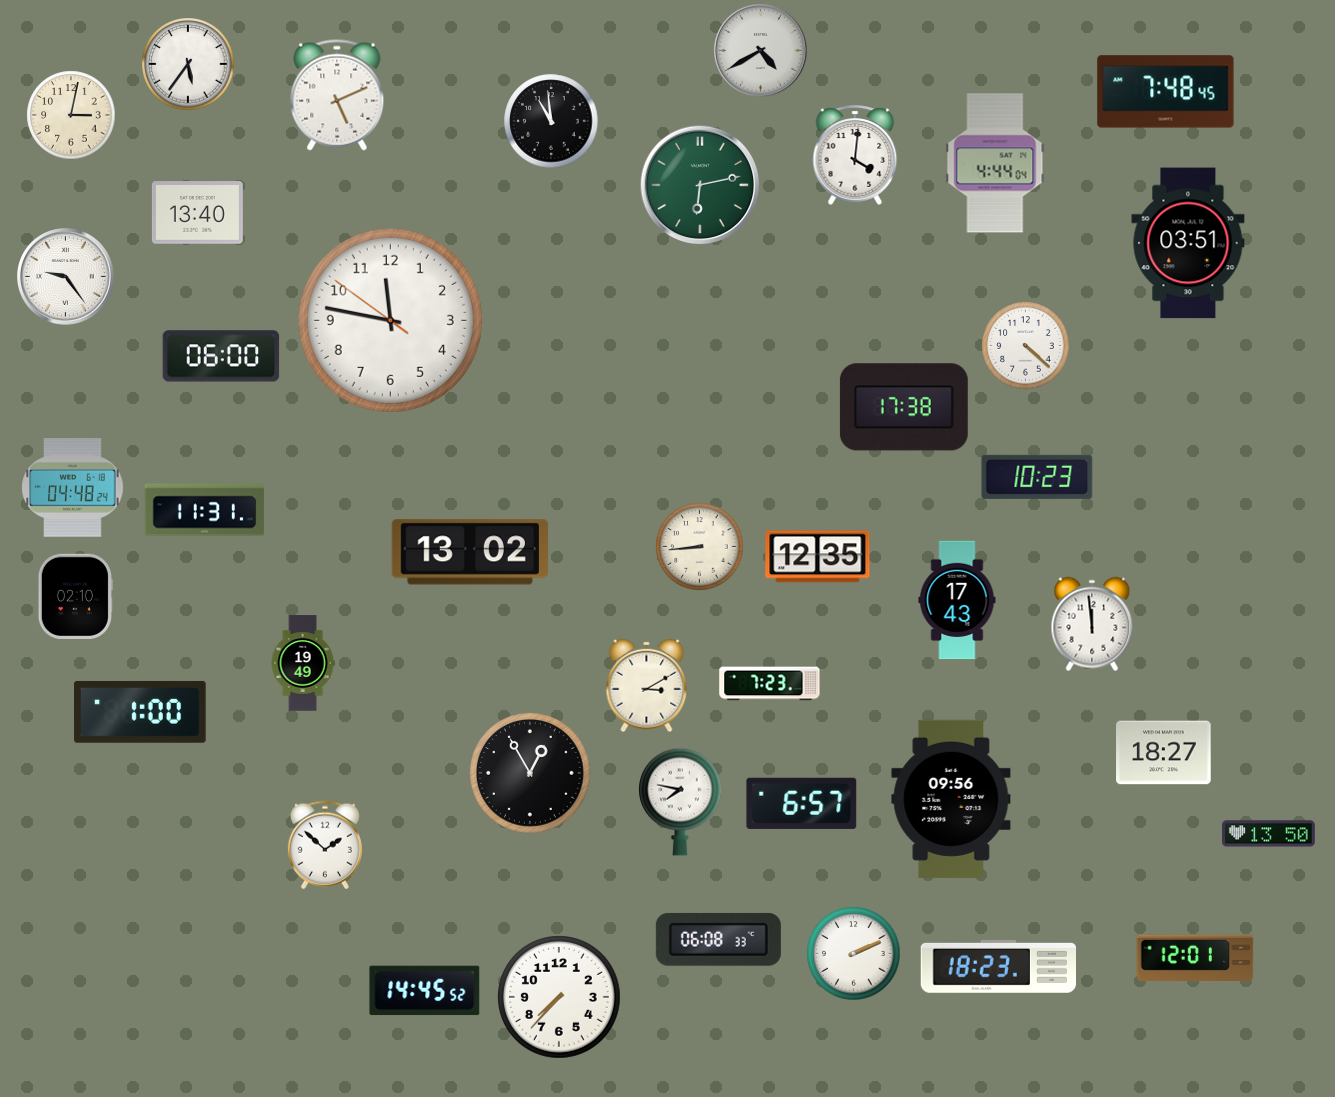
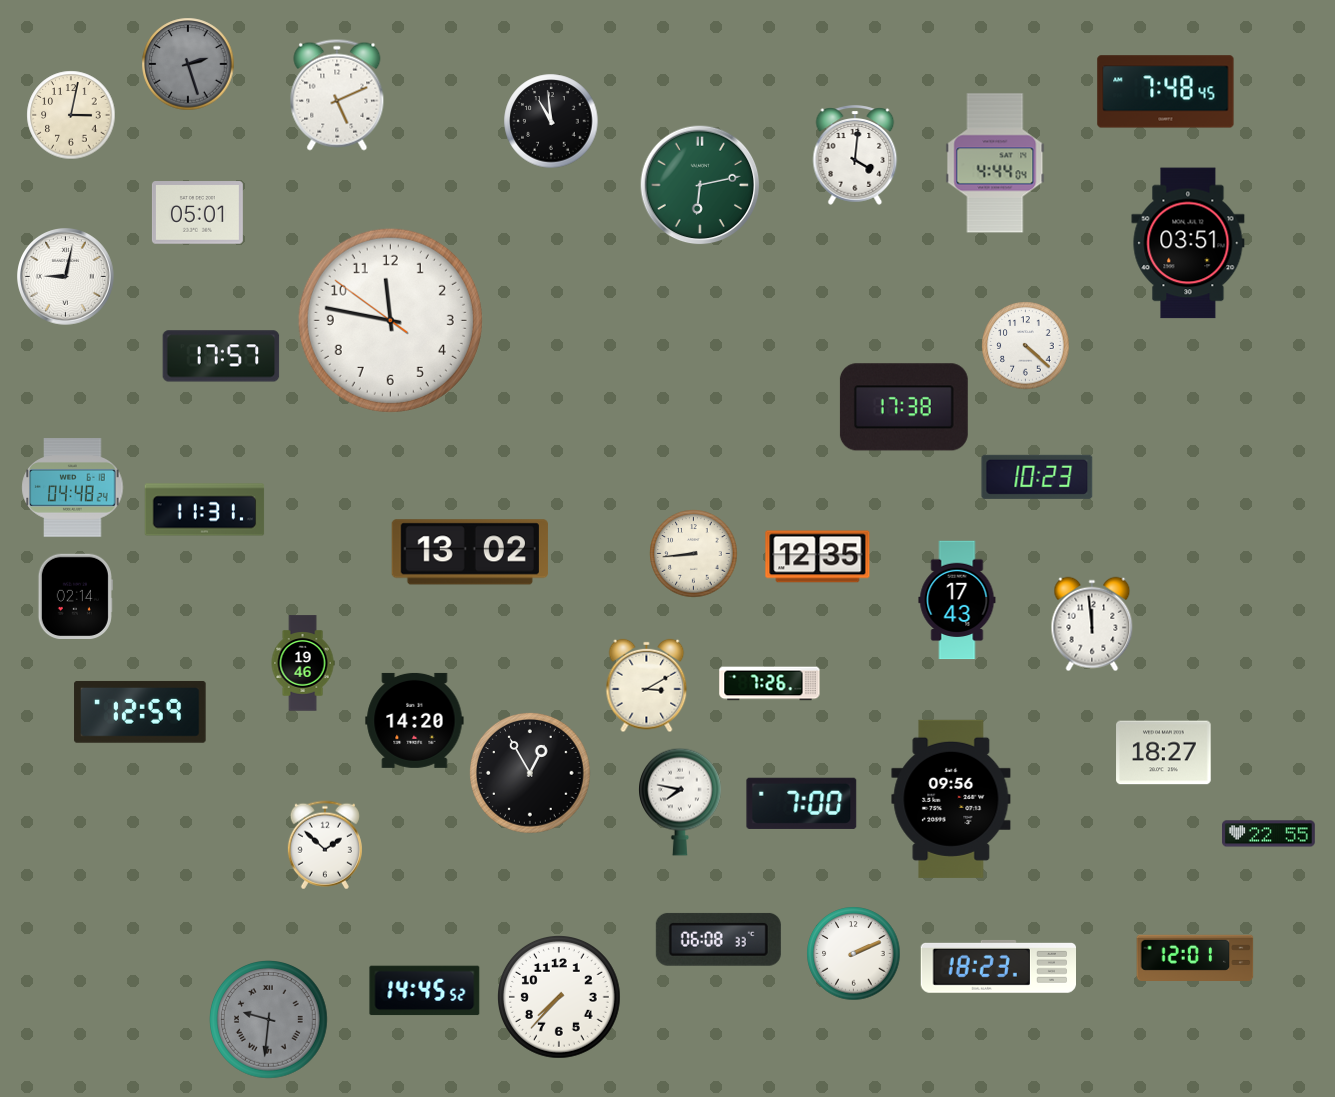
clock at (761, 51): 4:40 -> none
clock at (188, 64): 5:36 -> 2:27
clock at (188, 64) dial: white -> grey
clock at (197, 213): 13:40 -> 05:01
clock at (66, 277): 9:24 -> 9:02
clock at (221, 356): 06:00 -> 17:57
clock at (700, 547) position: (700, 547) -> (694, 554)
clock at (75, 596): 02:10 -> 02:14
clock at (303, 663): 19:49 -> 19:46
clock at (770, 684): 7:23 -> 7:26
clock at (140, 712): 1:00 -> 12:59
clock at (415, 720): none -> 14:20
clock at (802, 803): 6:57 -> 7:00
clock at (1269, 834): 13:50 -> 22:55
clock at (269, 1020): none -> 9:31
